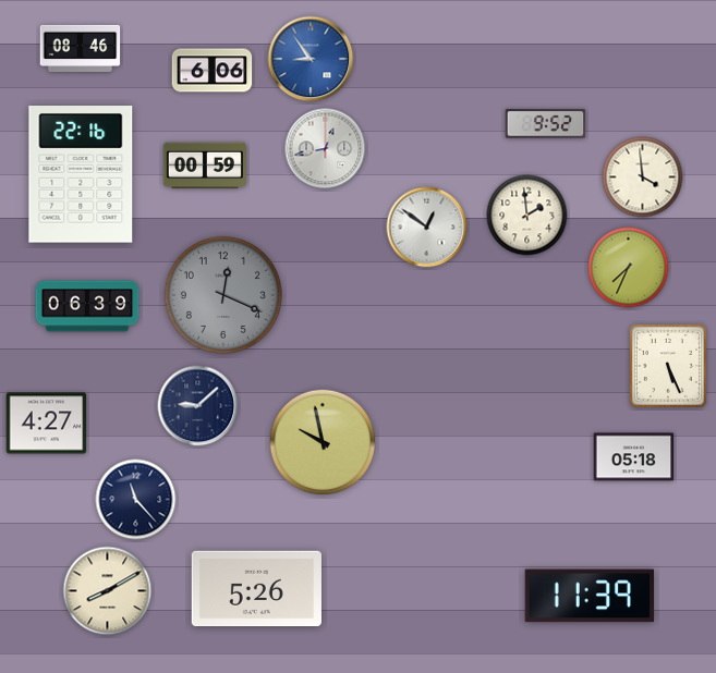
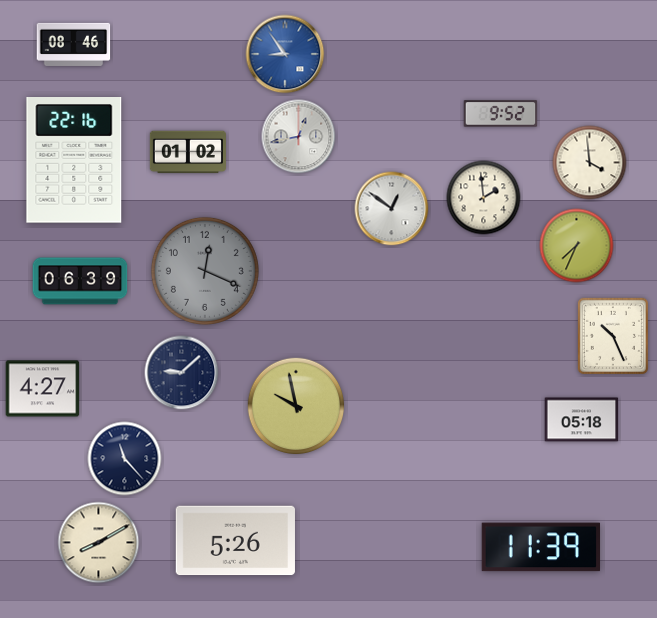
clock at (213, 71): 6:06 -> none
clock at (205, 166): 00:59 -> 01:02
clock at (668, 366): 5:26 -> 10:26
